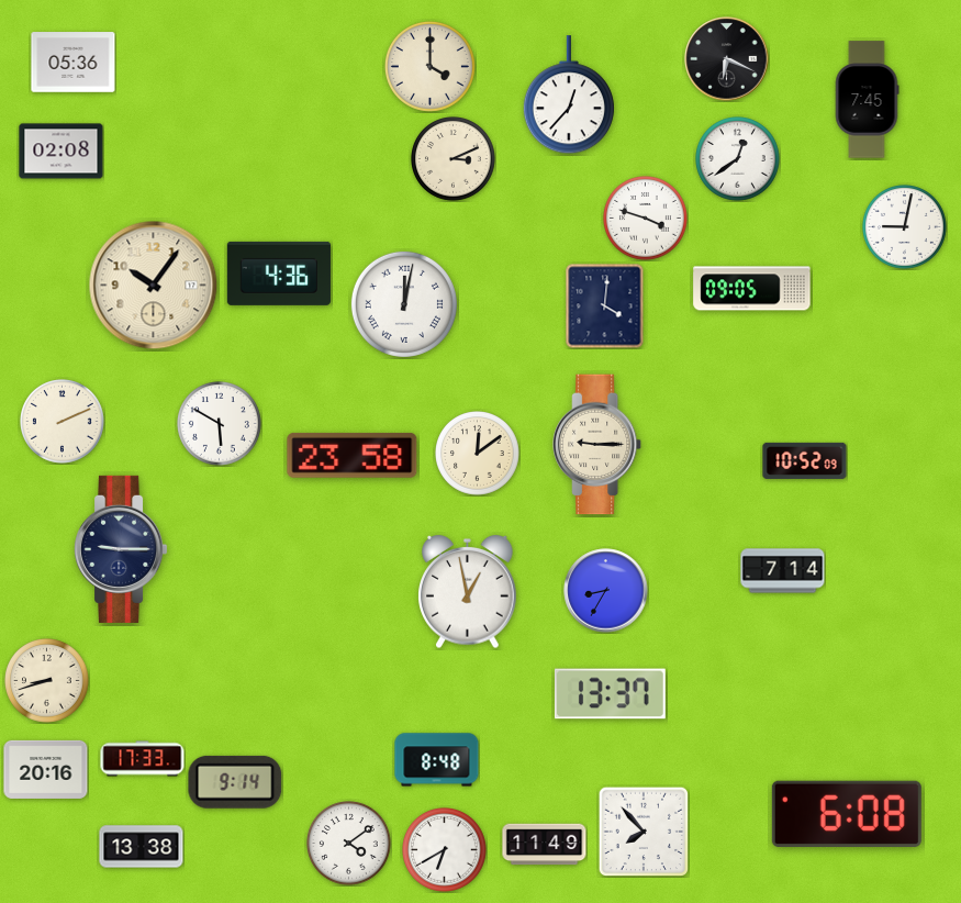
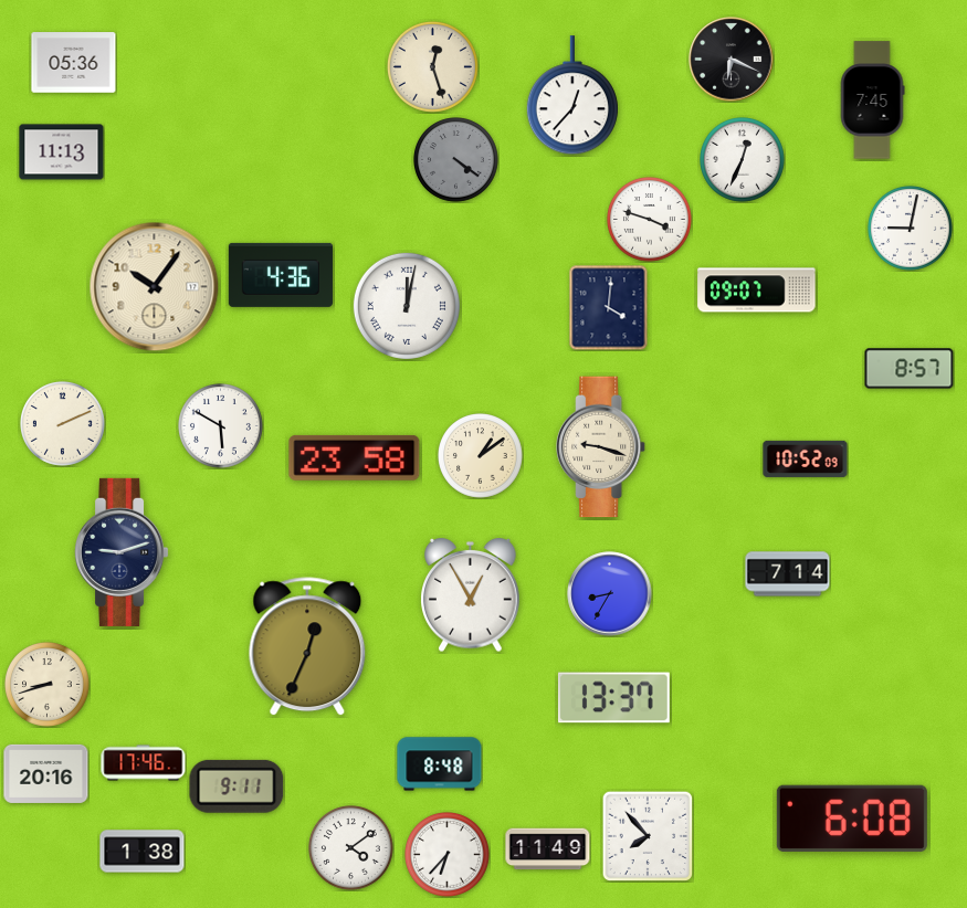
clock at (429, 66): 4:00 -> 12:27
clock at (62, 152): 02:08 -> 11:13
clock at (454, 159): 3:11 -> 4:21
clock at (454, 159) dial: cream -> grey
clock at (738, 159): 12:39 -> 12:34
clock at (752, 289): 09:05 -> 09:07
clock at (910, 369): none -> 8:57
clock at (599, 445): 9:15 -> 9:18
clock at (478, 454): 12:09 -> 1:09
clock at (805, 460) position: (805, 460) -> (806, 458)
clock at (122, 549): 9:15 -> 9:12
clock at (468, 592): 12:58 -> 12:55
clock at (307, 647): none -> 12:34
clock at (143, 759): 17:33 -> 17:46
clock at (235, 782): 9:14 -> 9:11
clock at (142, 847): 13:38 -> 1:38
clock at (445, 850): 6:40 -> 6:37
